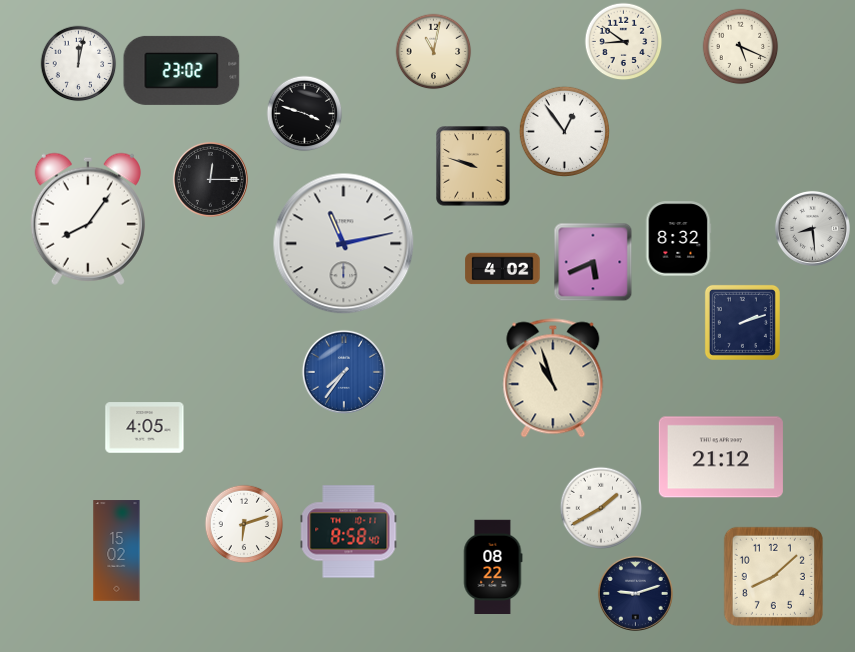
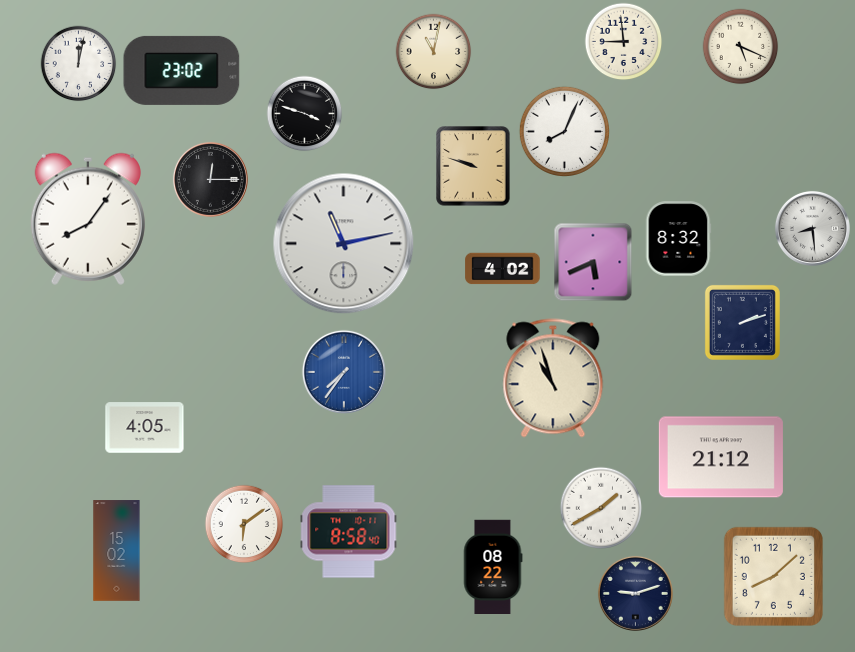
clock at (624, 42): 8:51 -> 8:59
clock at (564, 131): 12:54 -> 8:04
clock at (244, 524): 6:12 -> 6:09
